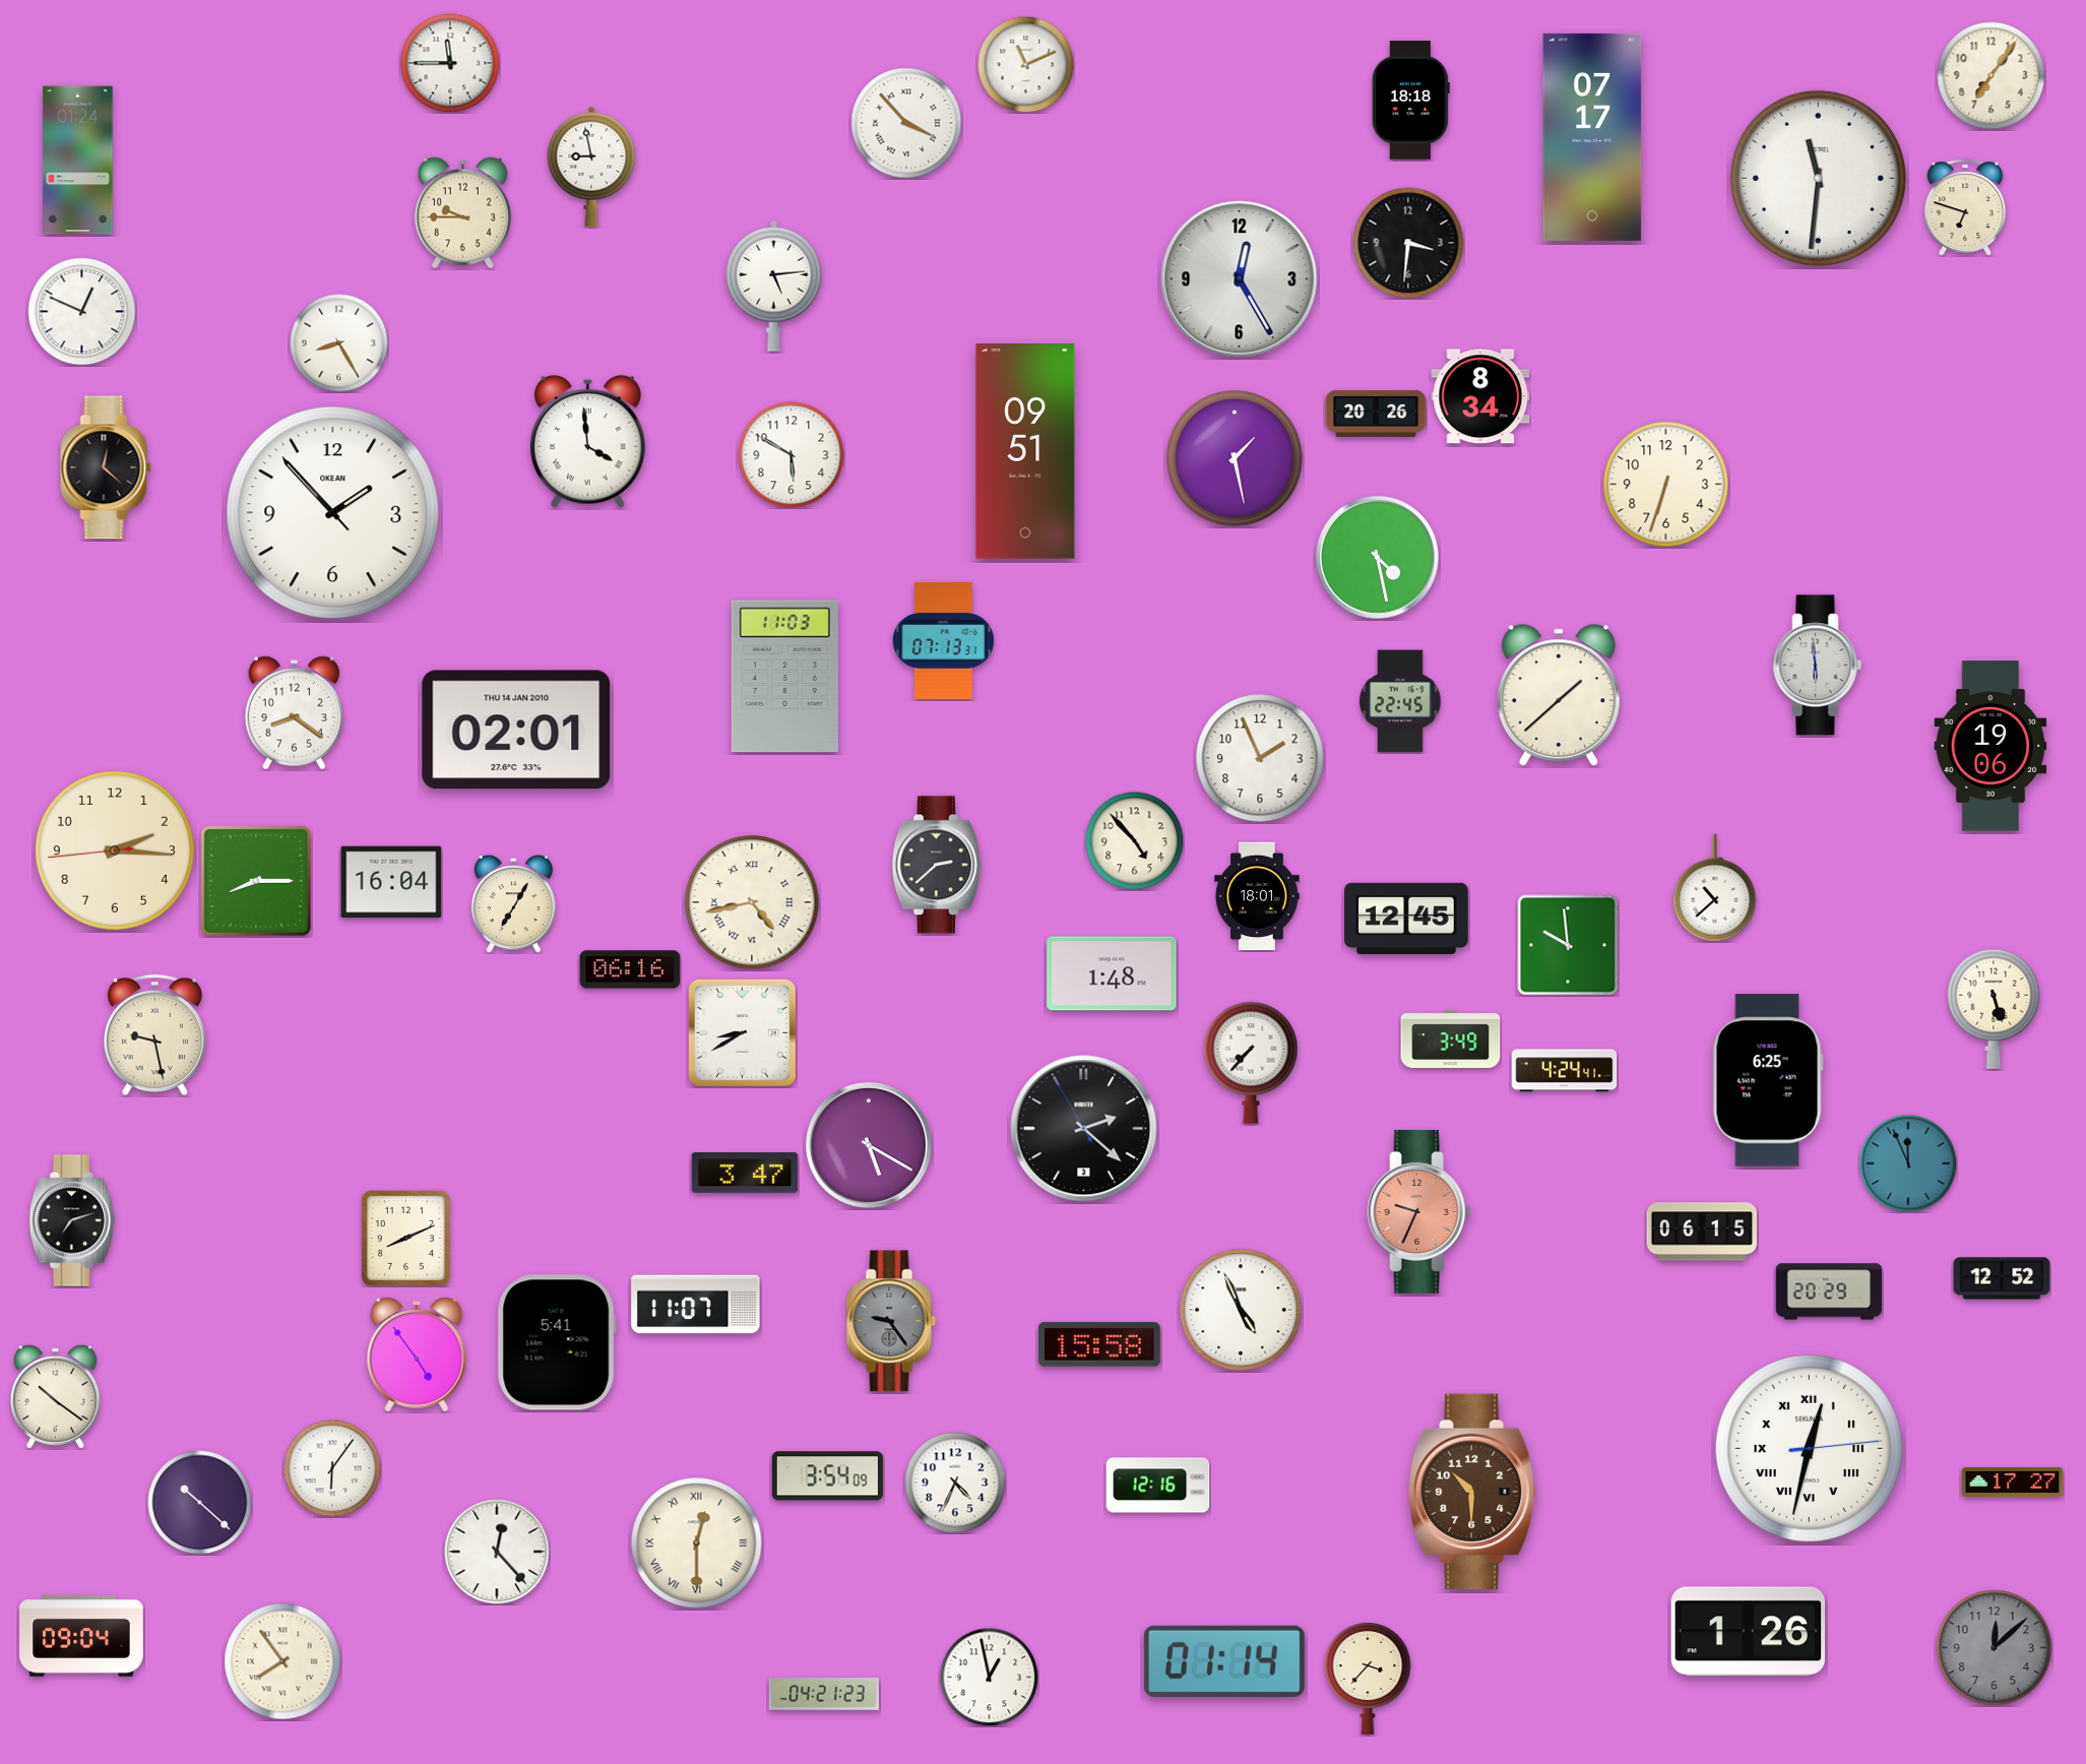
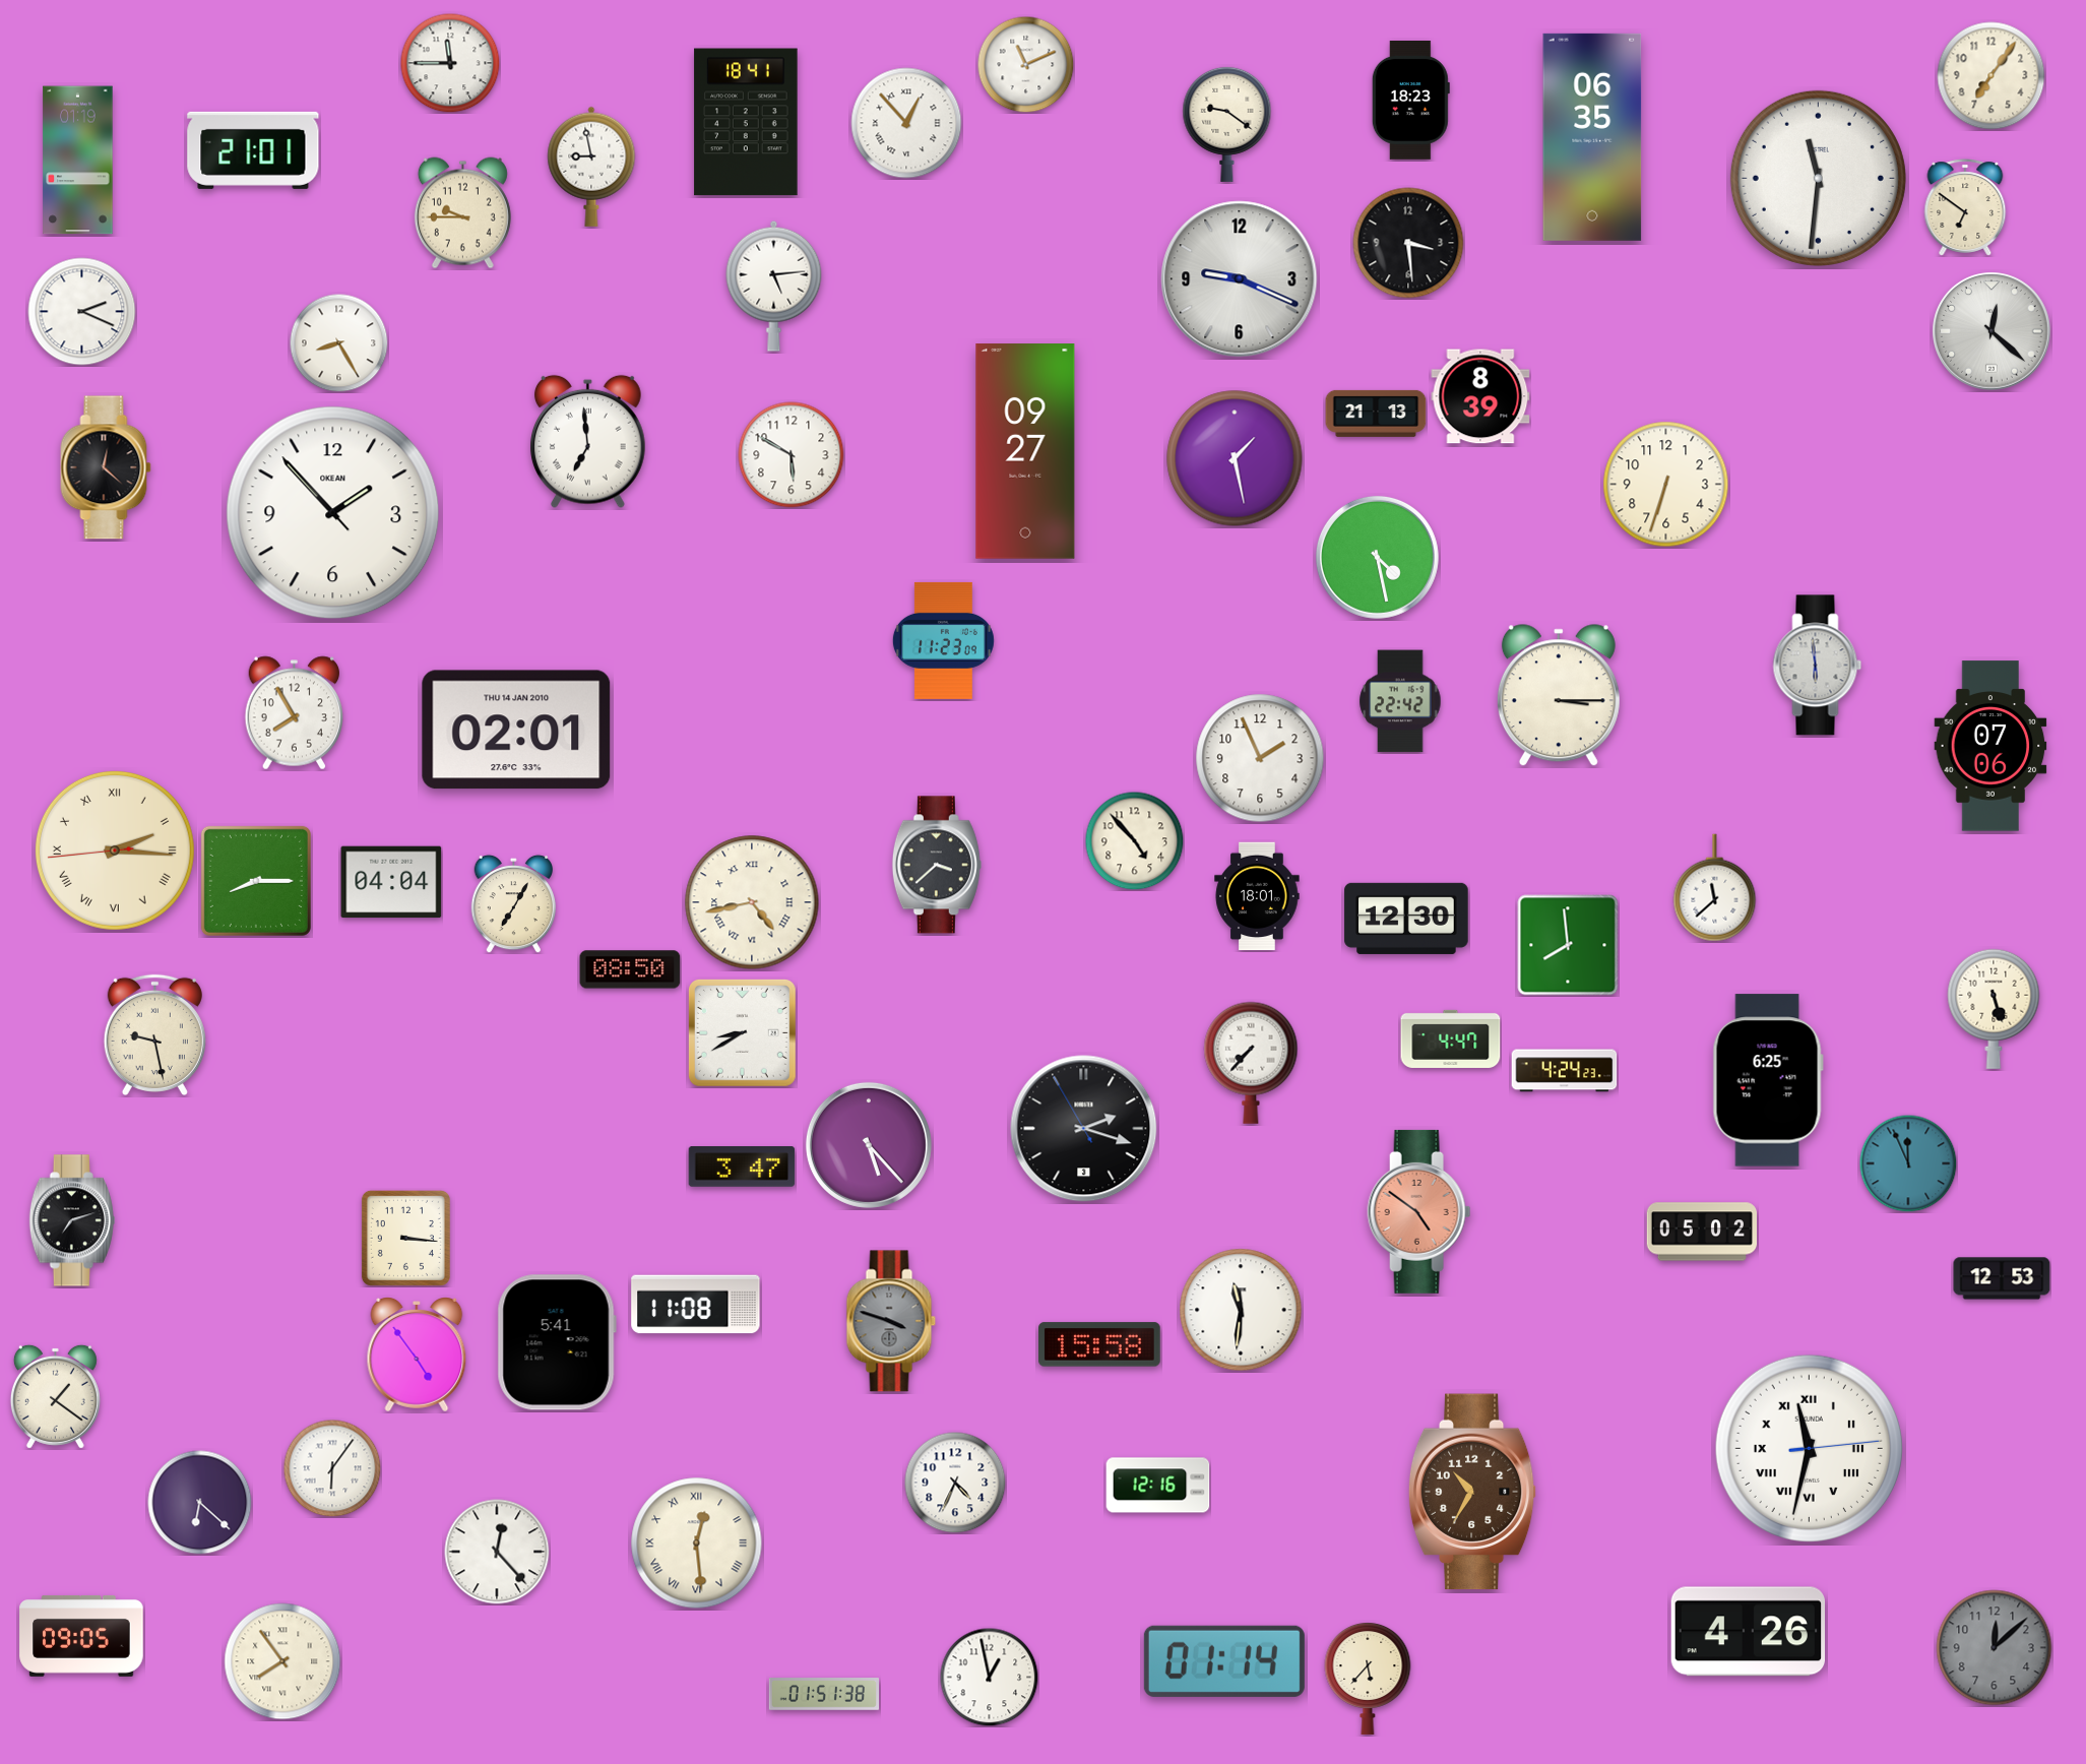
clock at (1410, 100): 18:18 -> 18:23
clock at (746, 122): none -> 18:41
clock at (906, 123): 3:53 -> 12:53
clock at (1227, 124): none -> 9:21
clock at (1592, 137): 07:17 -> 06:35
clock at (253, 150): none -> 21:01
clock at (78, 161): 01:24 -> 01:19
clock at (1965, 207): 6:48 -> 6:51
clock at (1408, 243): 3:31 -> 3:29
clock at (1240, 279): 12:25 -> 9:19
clock at (82, 312): 12:49 -> 2:19
clock at (1992, 331): none -> 12:22
clock at (1480, 396): 8:34 -> 8:39
clock at (1376, 414): 20:26 -> 21:13
clock at (588, 441): 3:59 -> 6:59
clock at (1025, 451): 09:51 -> 09:27
clock at (943, 640): 07:13 -> 11:23
clock at (784, 677): 11:03 -> none
clock at (1559, 696): 1:38 -> 3:15
clock at (1400, 701): 22:45 -> 22:42
clock at (294, 713): 8:21 -> 7:55
clock at (1990, 746): 19:06 -> 07:06
clock at (115, 850) numerals: Arabic -> Roman
clock at (937, 865): 2:38 -> 3:38
clock at (391, 882): 16:04 -> 04:04
clock at (1715, 888): 10:38 -> 11:38
clock at (1406, 919): 12:45 -> 12:30
clock at (1568, 945): 9:59 -> 7:59
clock at (630, 969): 06:16 -> 08:50
clock at (1112, 973): 1:48 -> none
clock at (1451, 1038): 3:49 -> 4:47
clock at (1565, 1071): 4:24:41 -> 4:24:23
clock at (1084, 1129): 2:21 -> 2:17
clock at (869, 1145): 5:20 -> 5:23
clock at (745, 1174) position: (745, 1174) -> (742, 1168)
clock at (1419, 1211): 9:34 -> 4:51
clock at (1701, 1232): 06:15 -> 05:02
clock at (405, 1238): 8:11 -> 3:16
clock at (2002, 1278): 12:52 -> 12:53
clock at (1829, 1291): 20:29 -> none
clock at (696, 1305): 11:07 -> 11:08
clock at (1241, 1310): 4:56 -> 11:31
clock at (891, 1321): 9:24 -> 3:48
clock at (55, 1396): 10:21 -> 1:21
clock at (1809, 1448): 12:32 -> 11:32
clock at (827, 1476): 3:54 -> none
clock at (2013, 1482): 17:27 -> none
clock at (1472, 1492): 10:30 -> 10:35
clock at (200, 1503): 10:22 -> 6:22
clock at (697, 1543): 12:30 -> 12:29
clock at (1748, 1632): 1:26 -> 4:26
clock at (81, 1636): 09:04 -> 09:05
clock at (1368, 1678): 3:37 -> 5:37
clock at (823, 1694): 04:21 -> 01:51
